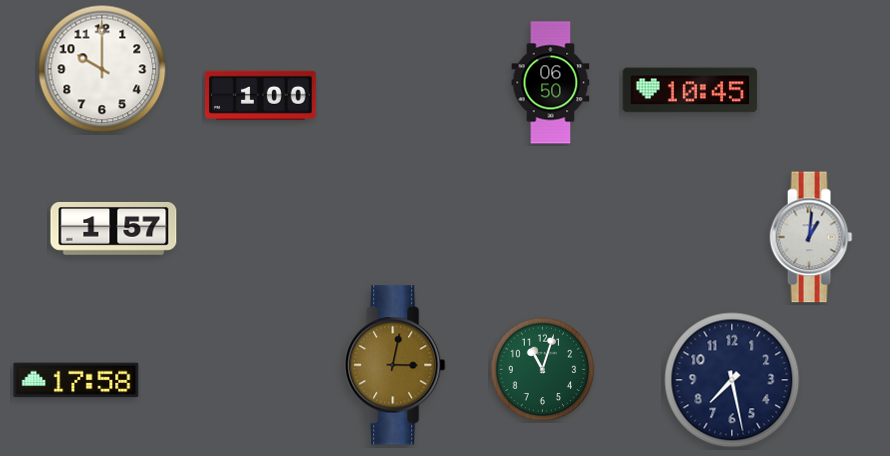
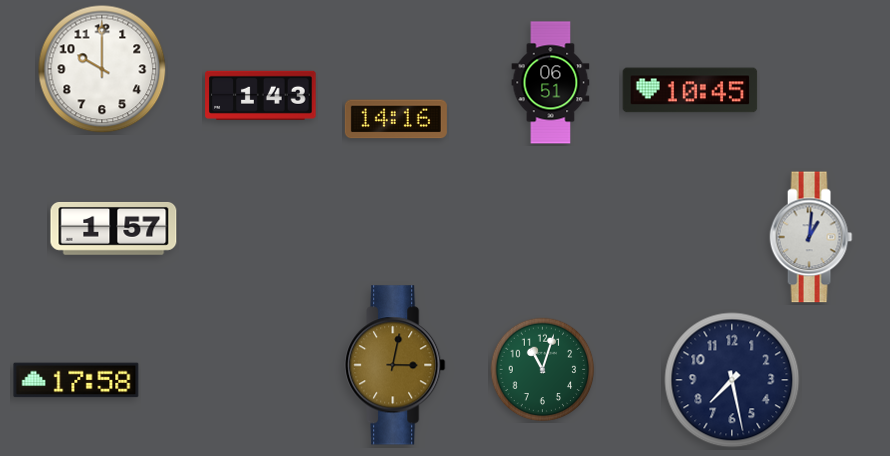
clock at (551, 83): 06:50 -> 06:51
clock at (261, 95): 1:00 -> 1:43
clock at (396, 119): none -> 14:16
